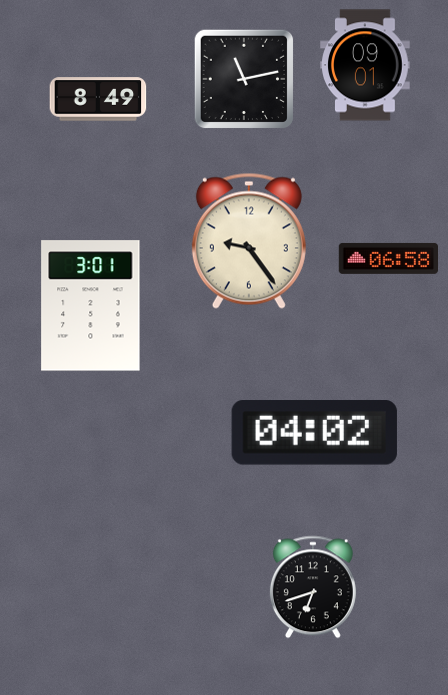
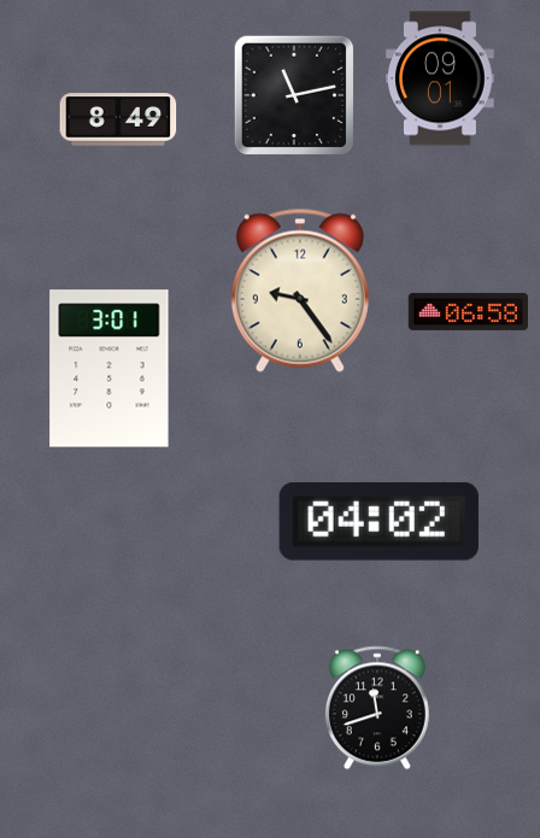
clock at (313, 587): 6:42 -> 11:42
